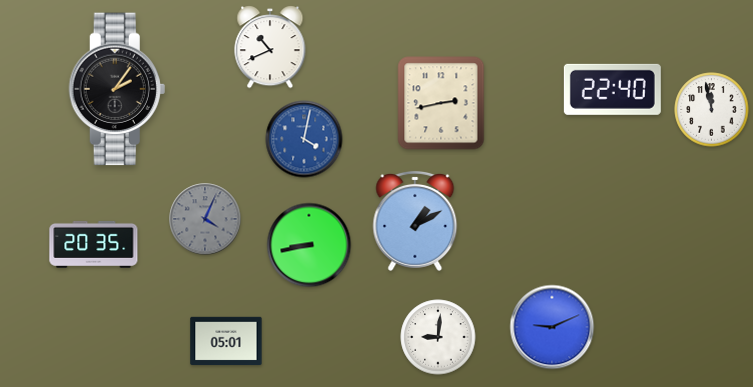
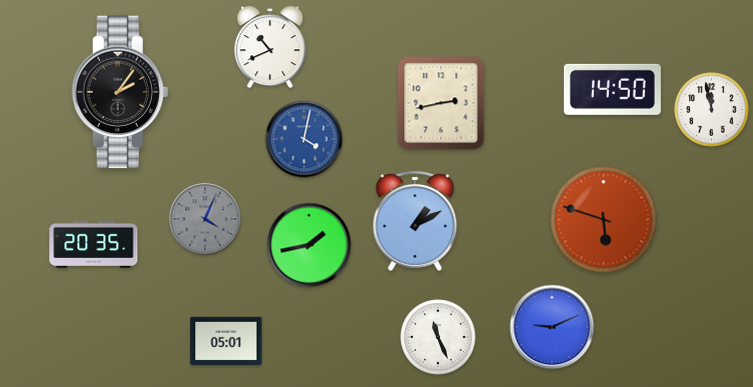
clock at (117, 89) position: (117, 89) -> (120, 92)
clock at (612, 89): 22:40 -> 14:50
clock at (604, 220): none -> 5:48
clock at (309, 245): 8:43 -> 1:43
clock at (438, 337): 9:01 -> 11:26
